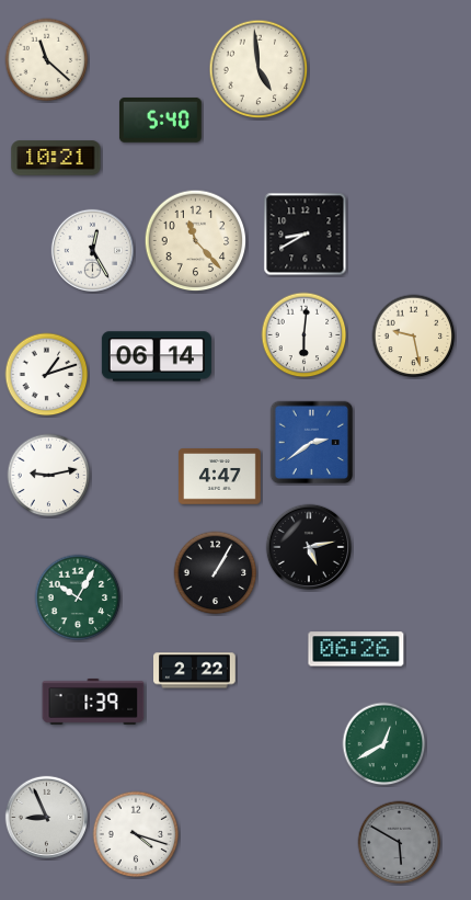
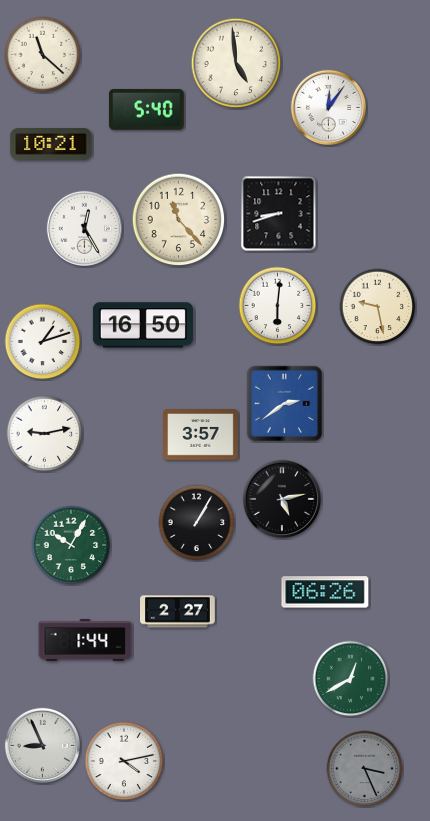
clock at (328, 107): none -> 12:06
clock at (306, 235): 8:40 -> 8:42
clock at (157, 356): 06:14 -> 16:50
clock at (220, 477): 4:47 -> 3:57
clock at (195, 671): 2:22 -> 2:27
clock at (93, 702): 1:39 -> 1:44
clock at (136, 834): 4:18 -> 4:13
clock at (400, 843): 5:50 -> 3:26
